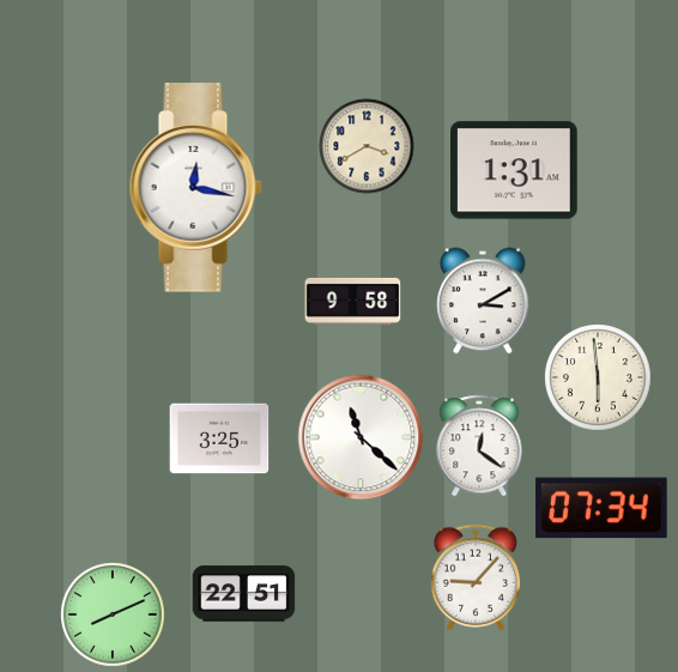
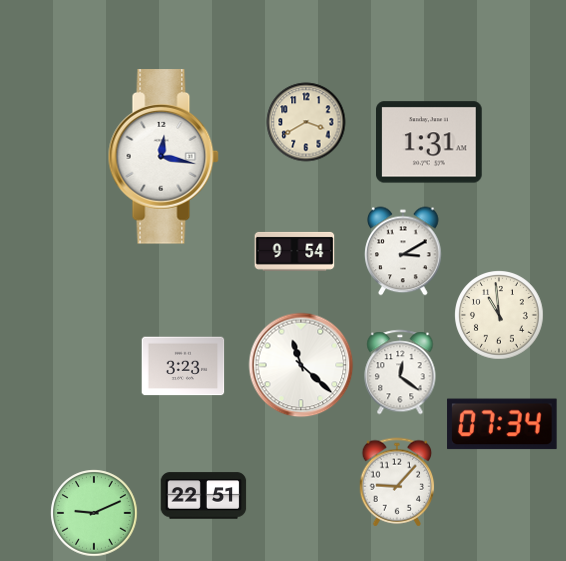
clock at (352, 301): 9:58 -> 9:54
clock at (598, 377): 5:59 -> 10:59
clock at (219, 438): 3:25 -> 3:23
clock at (113, 615): 8:11 -> 9:11
